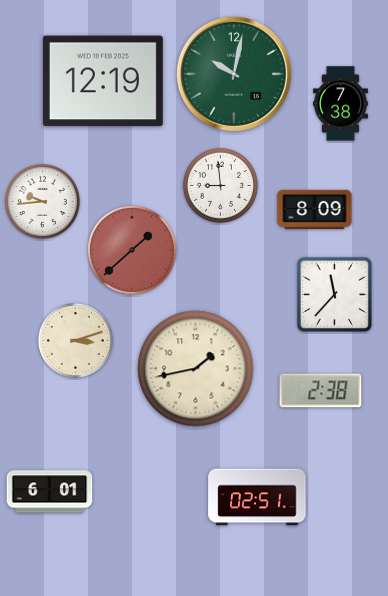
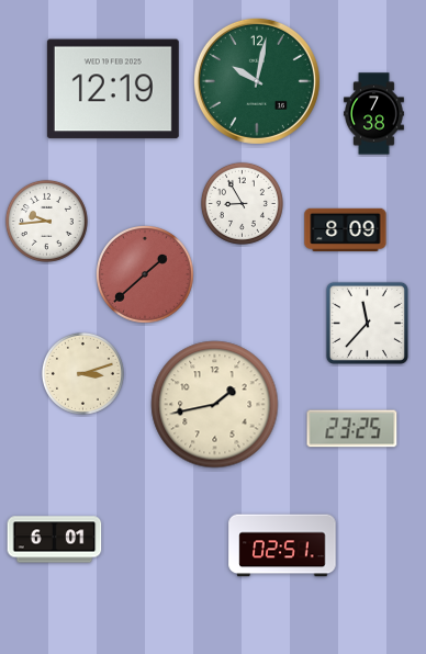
clock at (220, 185): 8:59 -> 8:55
clock at (321, 391): 2:38 -> 23:25
